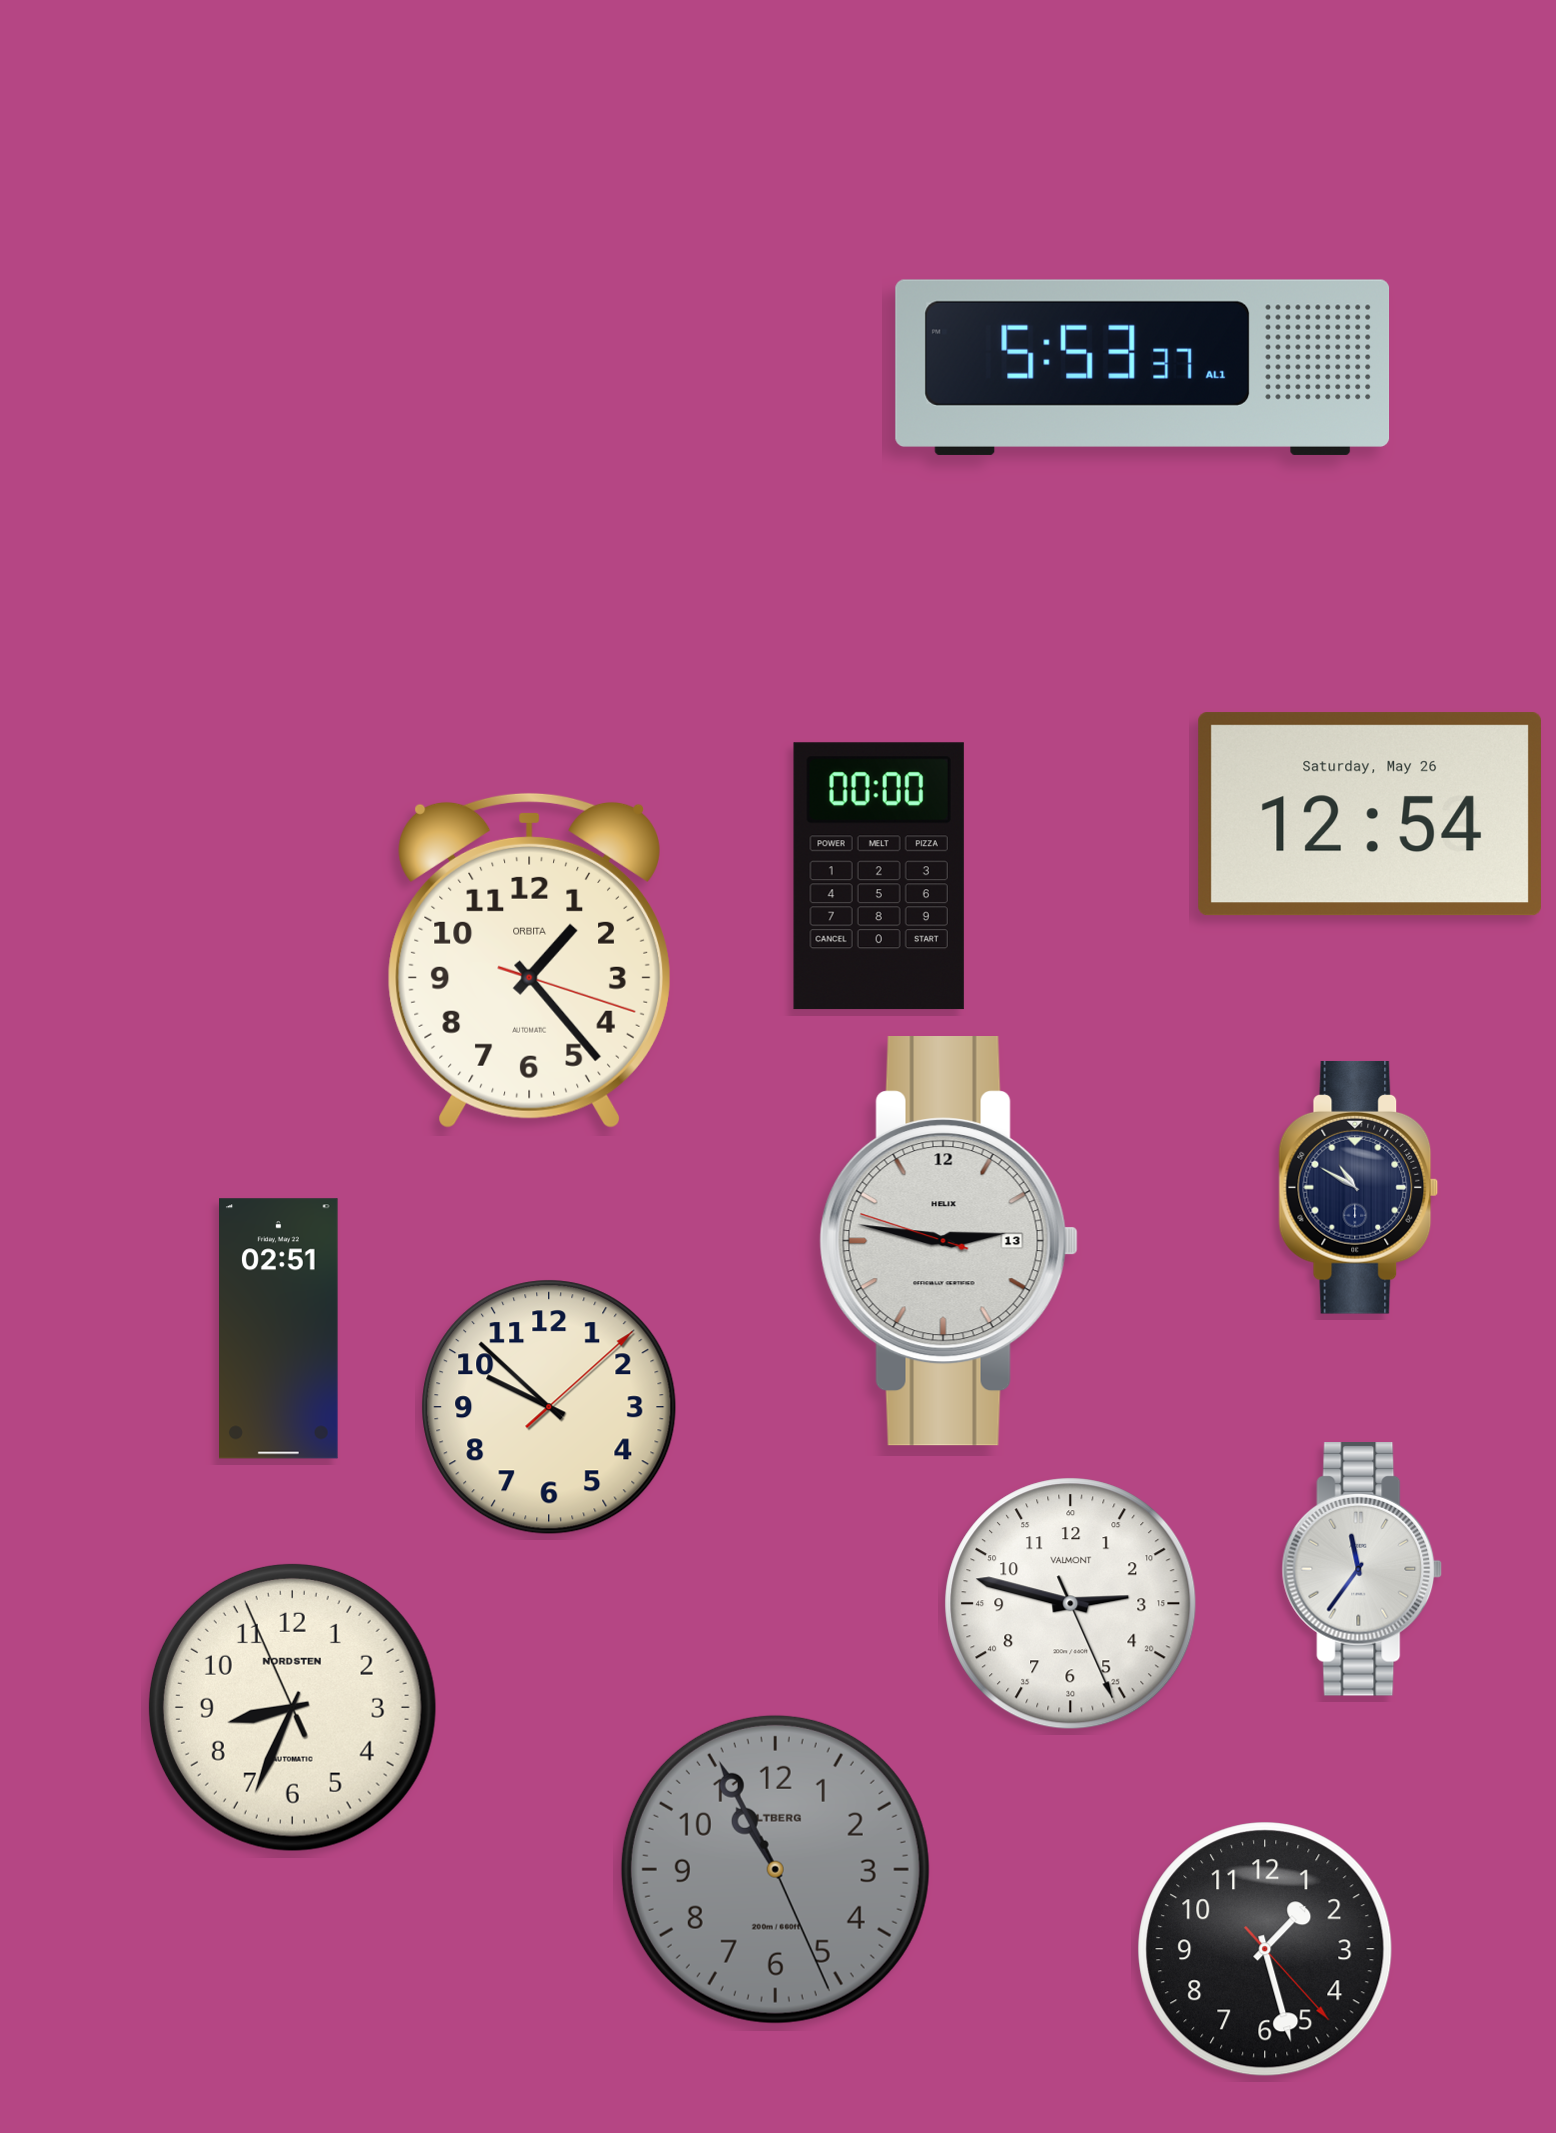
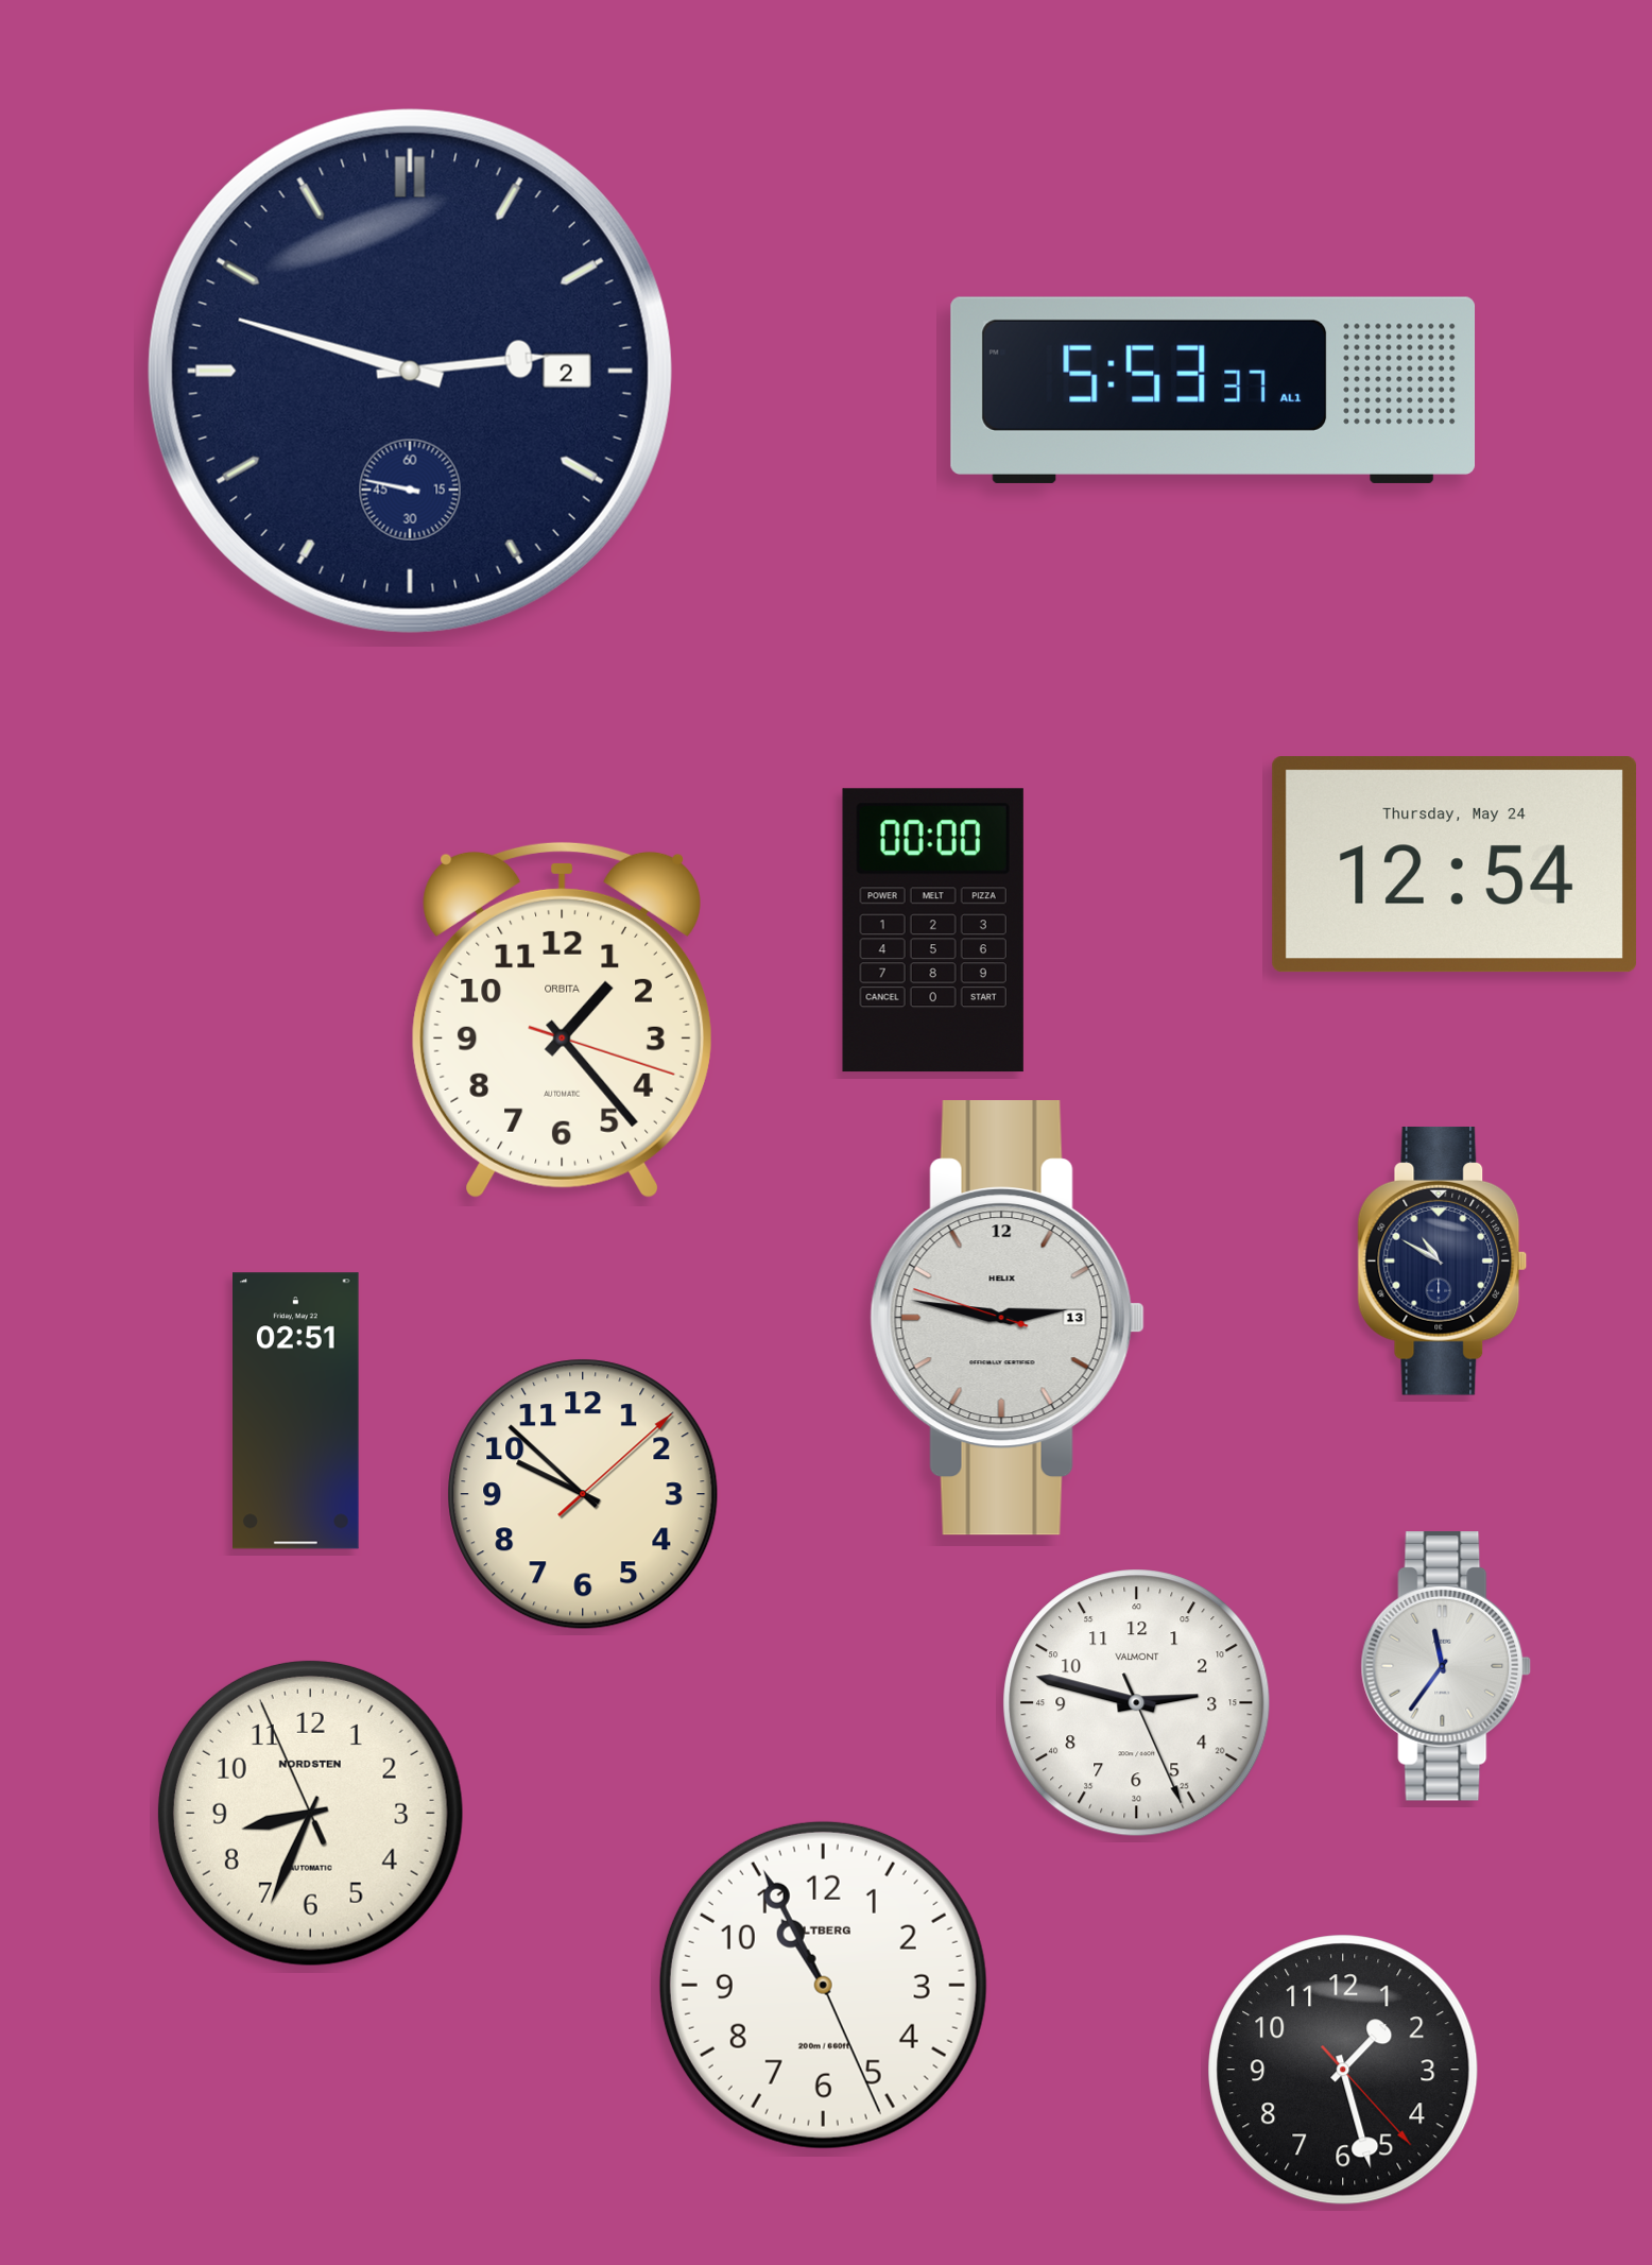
clock at (410, 371): none -> 2:47
clock at (1370, 814) date: Saturday, May 26 -> Thursday, May 24
clock at (775, 1869) dial: grey -> white
